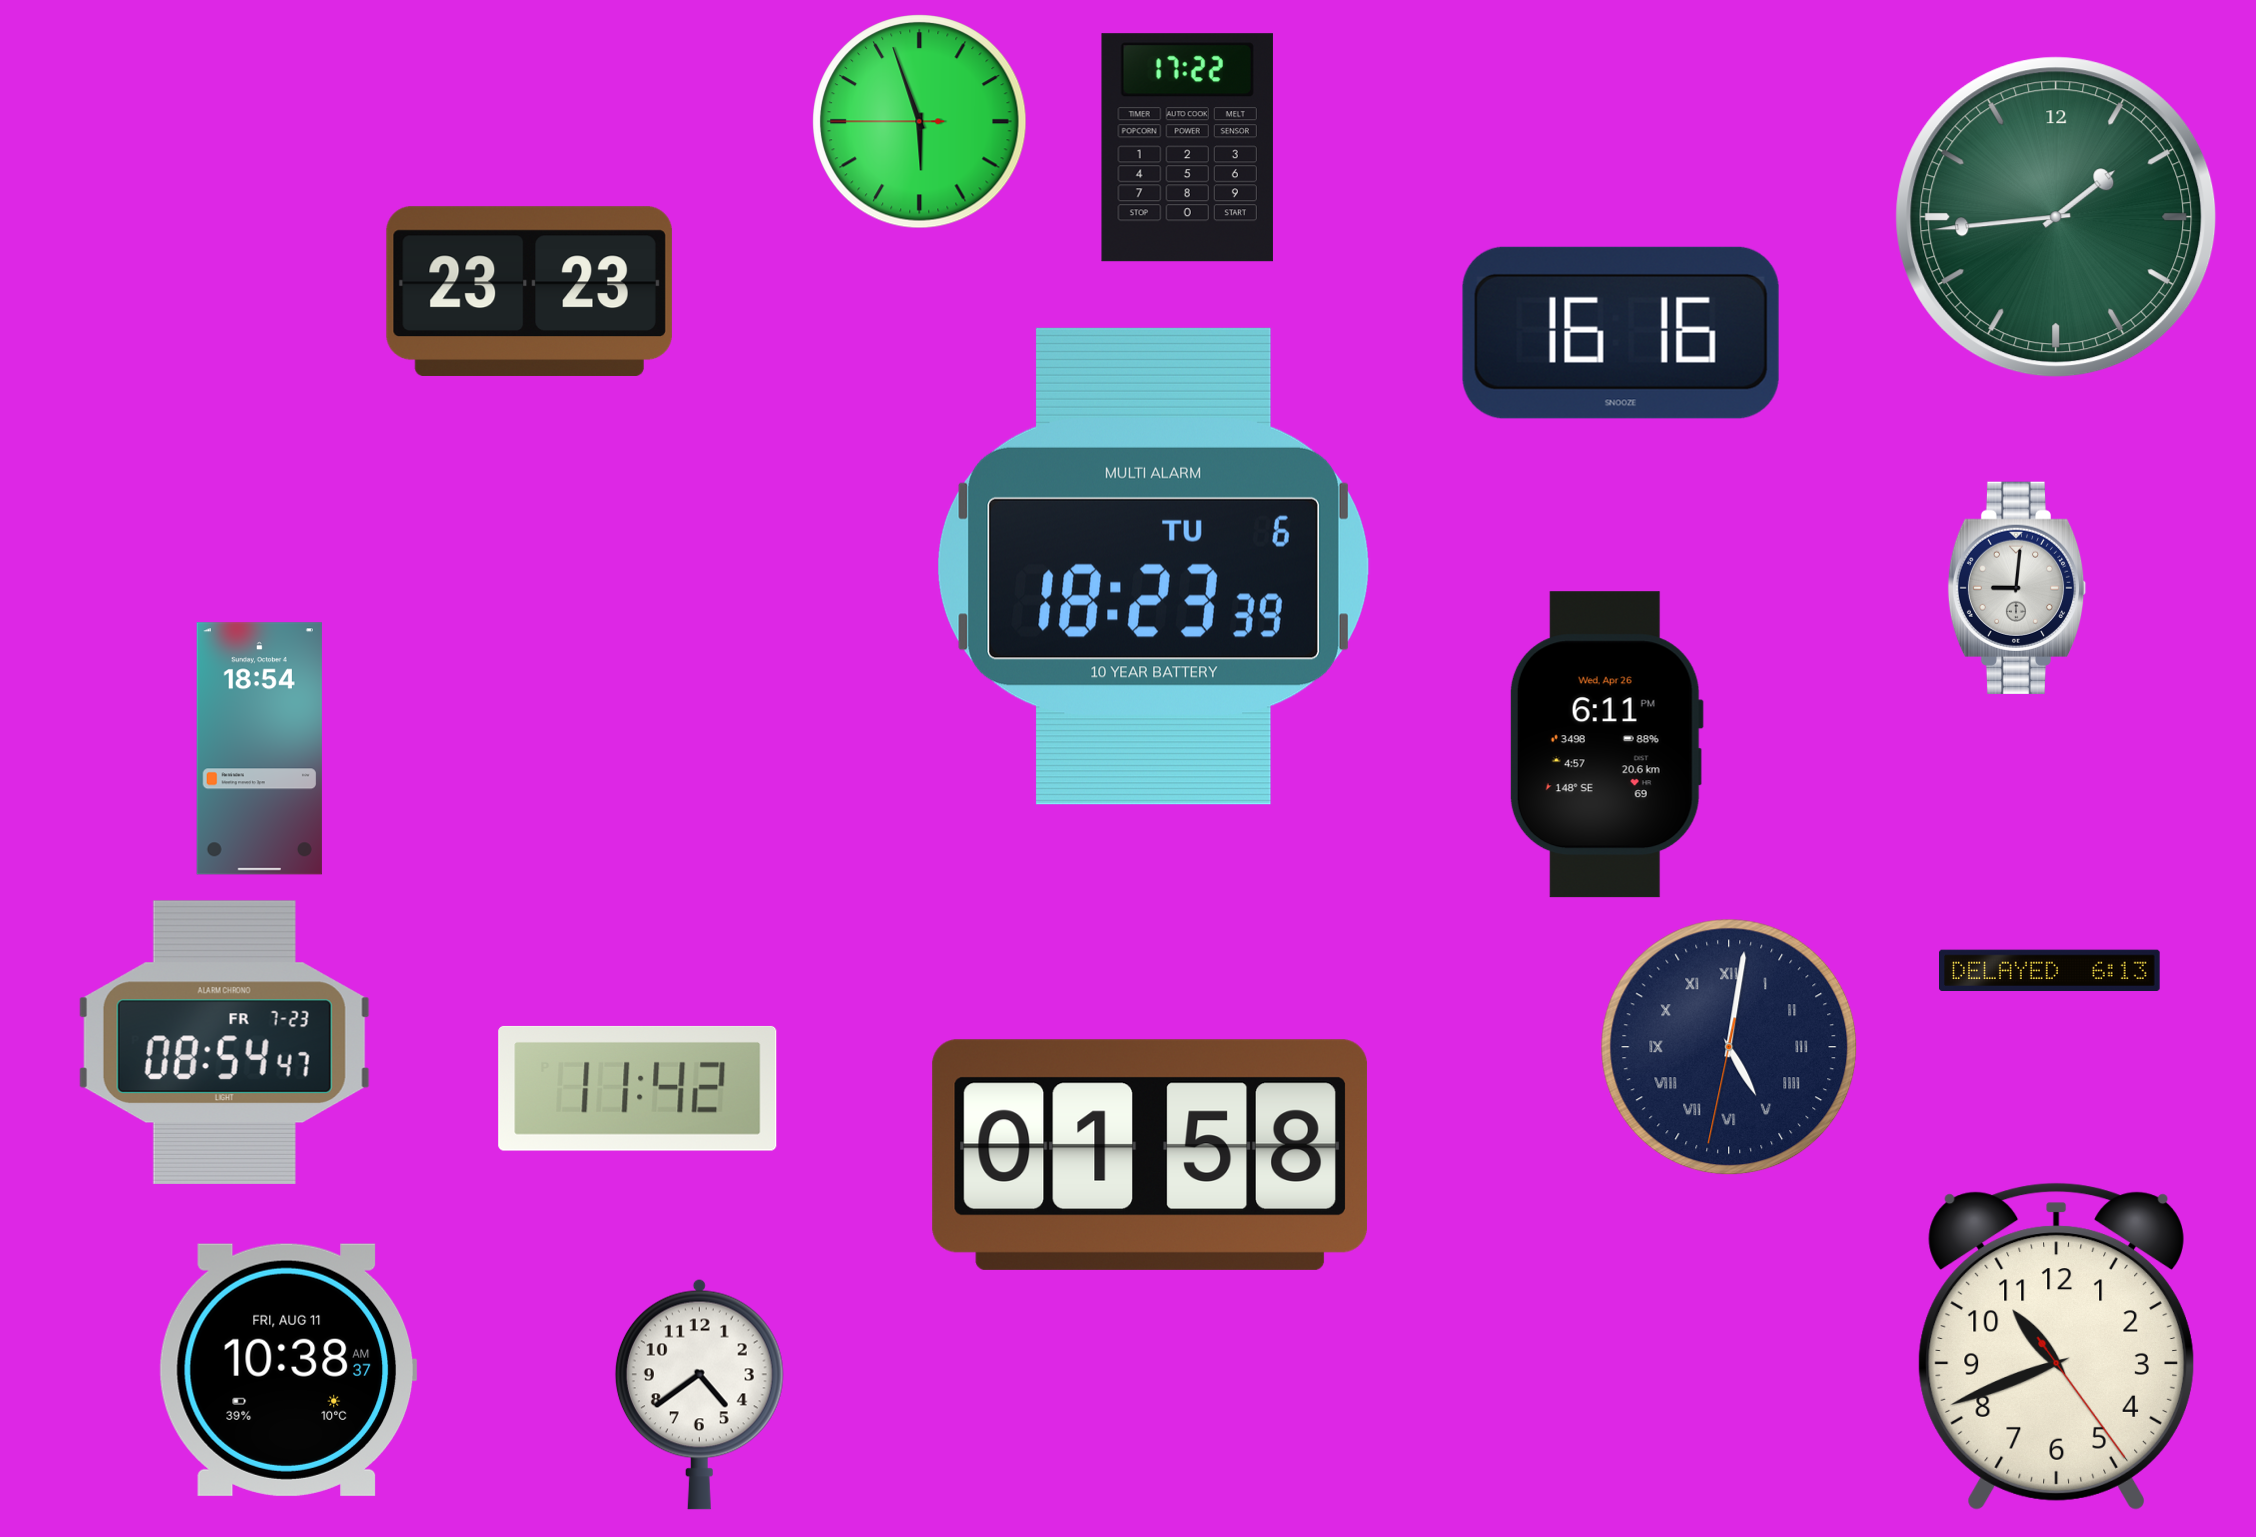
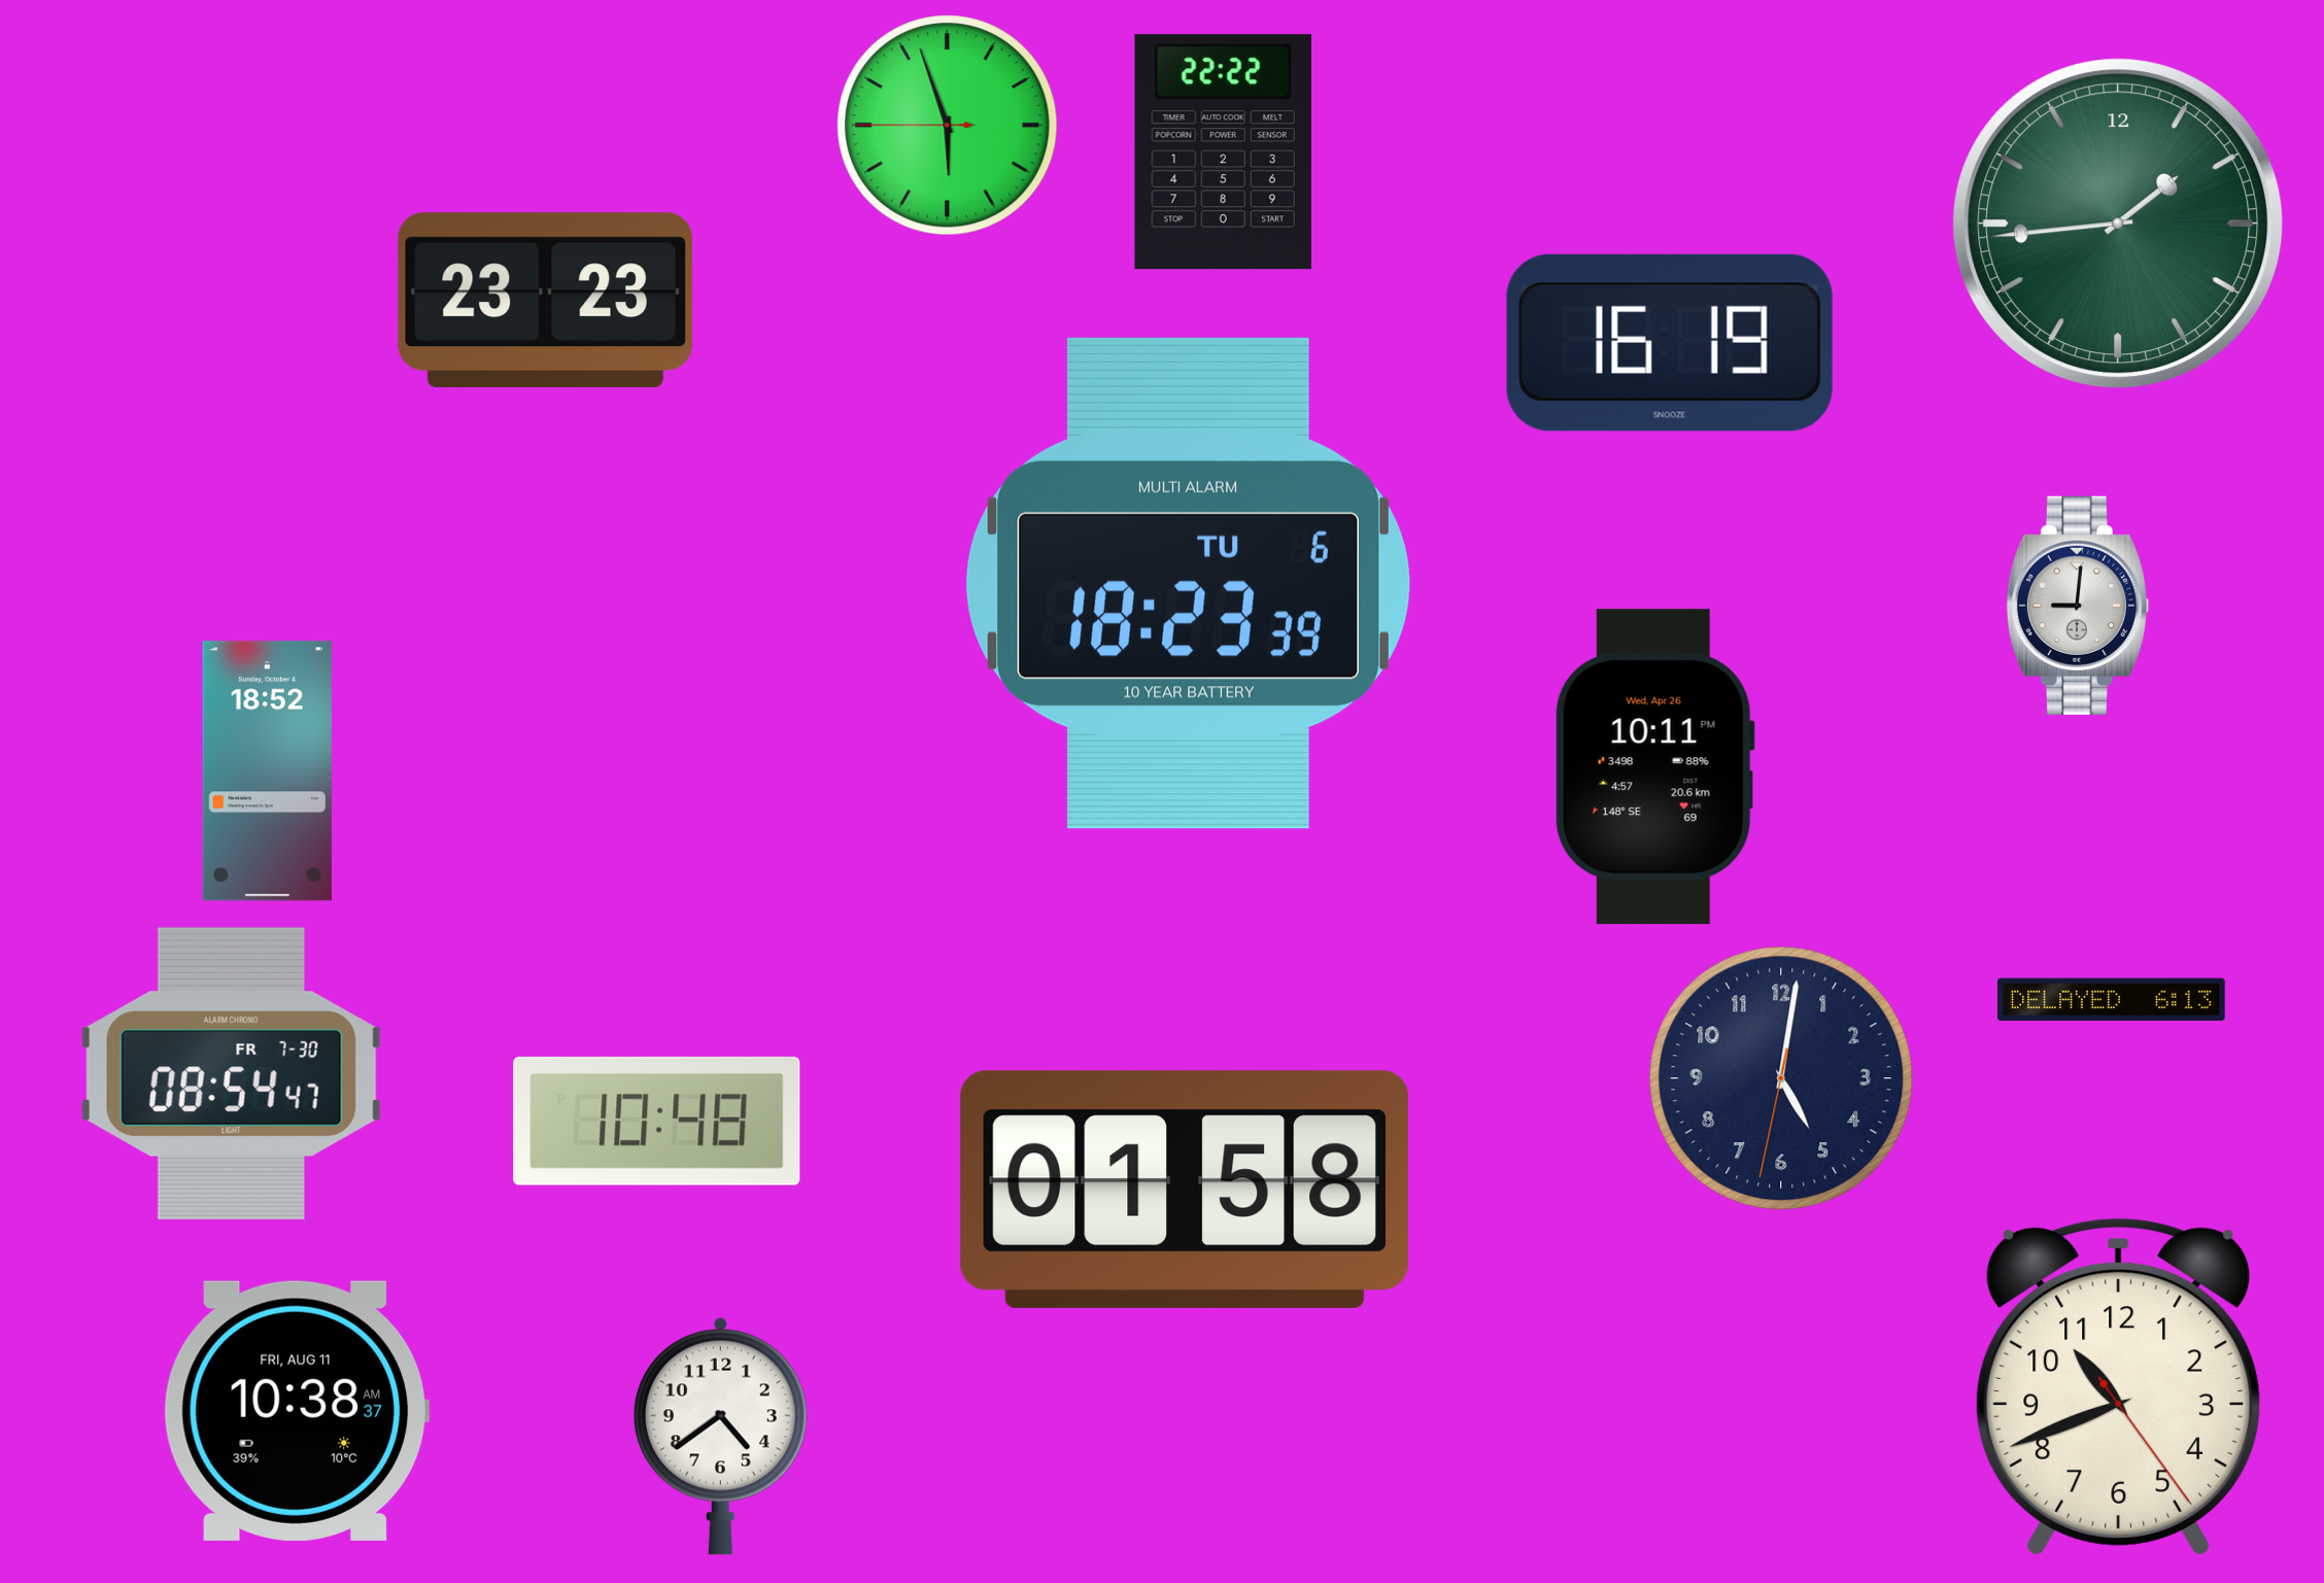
clock at (1187, 148): 17:22 -> 22:22
clock at (1621, 333): 16:16 -> 16:19
clock at (1606, 745): 6:11 -> 10:11
clock at (259, 749): 18:54 -> 18:52
clock at (224, 1042) date: FR 7-23 -> FR 7-30
clock at (1729, 1047) numerals: Roman -> Arabic
clock at (638, 1088): 11:42 -> 10:48
